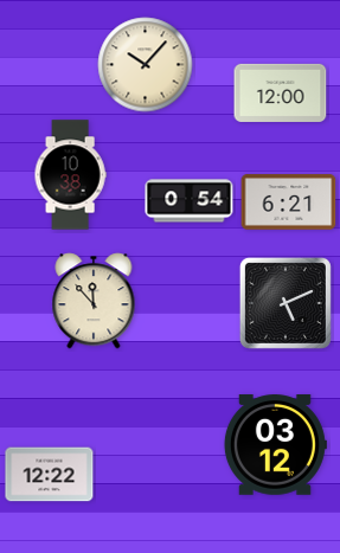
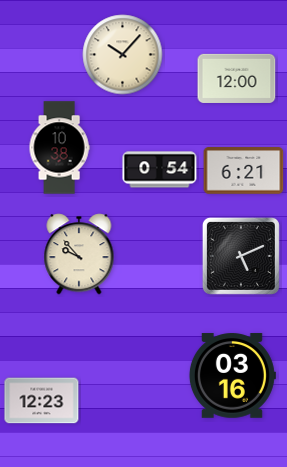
clock at (94, 301): 11:53 -> 9:53
clock at (275, 445): 03:12 -> 03:16
clock at (50, 475): 12:22 -> 12:23
